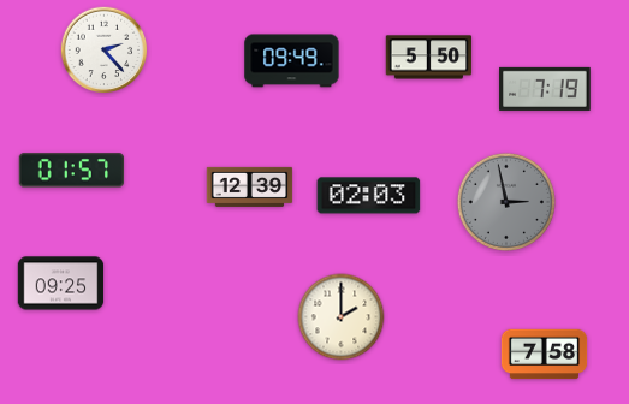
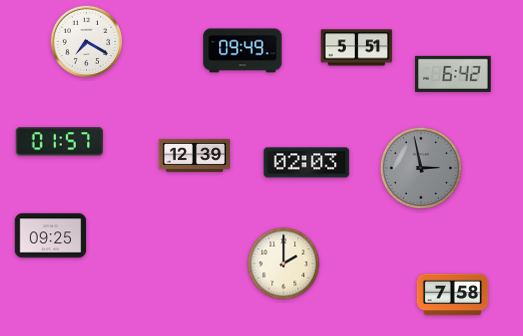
clock at (105, 50): 2:23 -> 7:20
clock at (429, 58): 5:50 -> 5:51
clock at (545, 89): 7:19 -> 6:42
clock at (250, 186) position: (250, 186) -> (195, 155)
